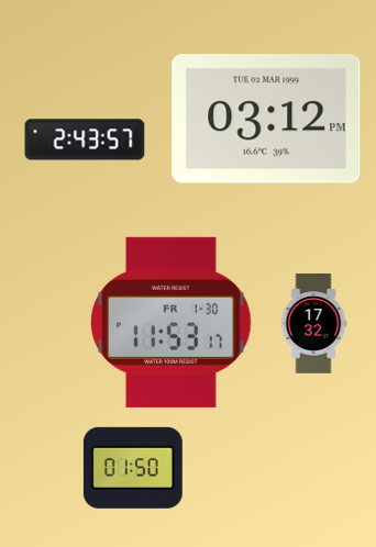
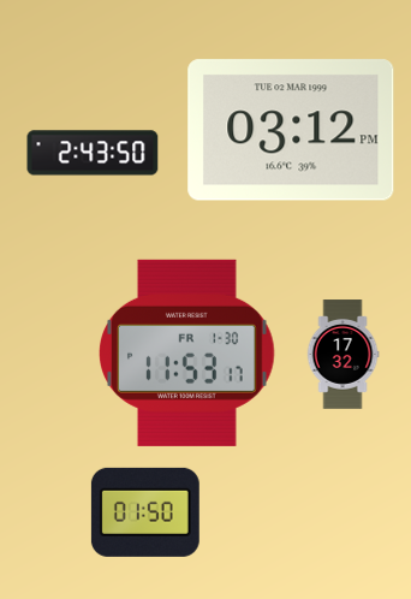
clock at (85, 139): 2:43:57 -> 2:43:50
